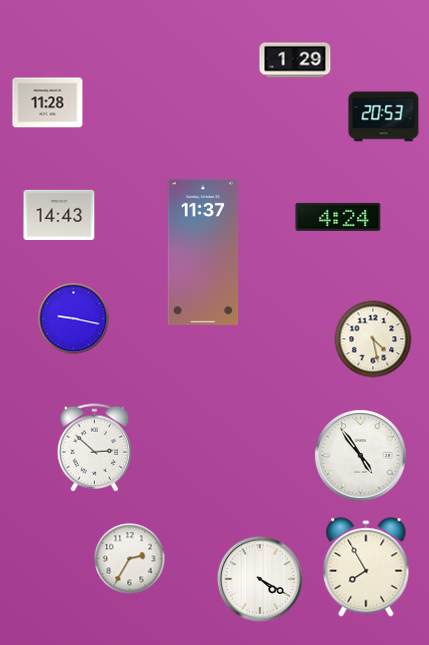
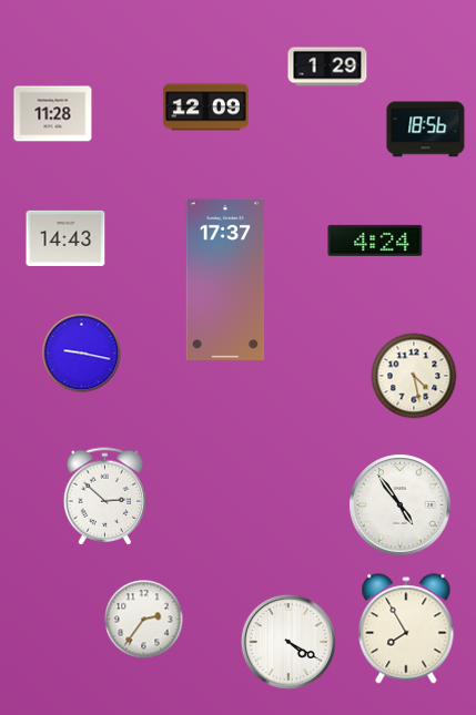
clock at (205, 108): none -> 12:09
clock at (384, 117): 20:53 -> 18:56
clock at (203, 252): 11:37 -> 17:37
clock at (130, 559): 2:35 -> 2:36
